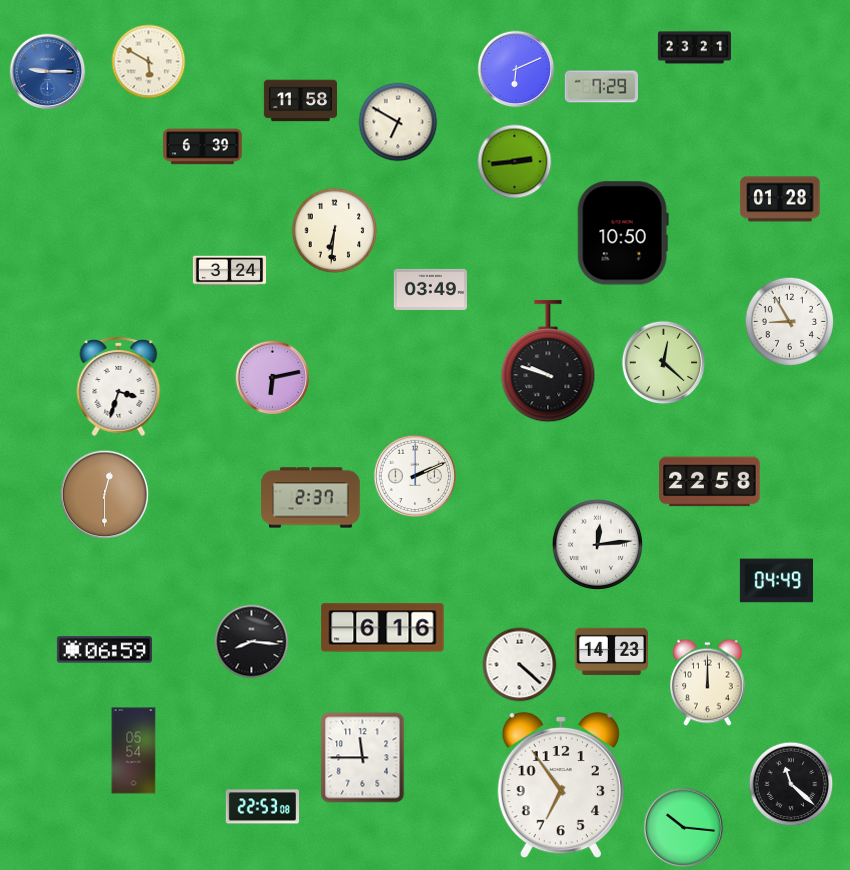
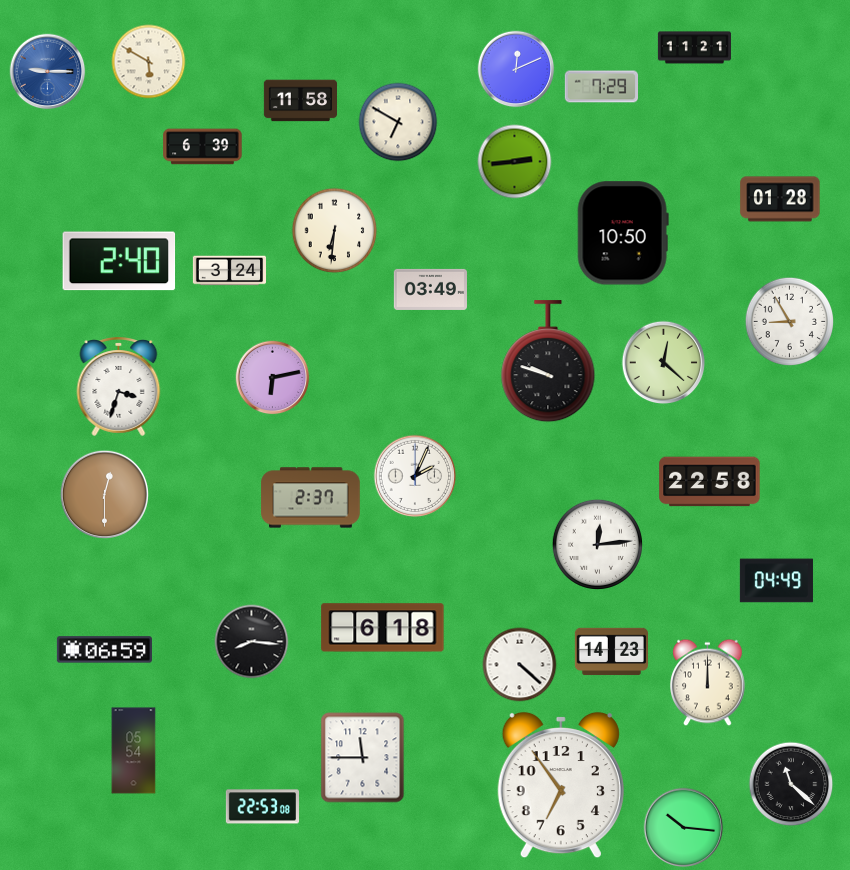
clock at (694, 48): 23:21 -> 11:21
clock at (516, 69): 6:11 -> 12:11
clock at (119, 261): none -> 2:40
clock at (415, 476): 2:11 -> 2:04
clock at (383, 628): 6:16 -> 6:18
